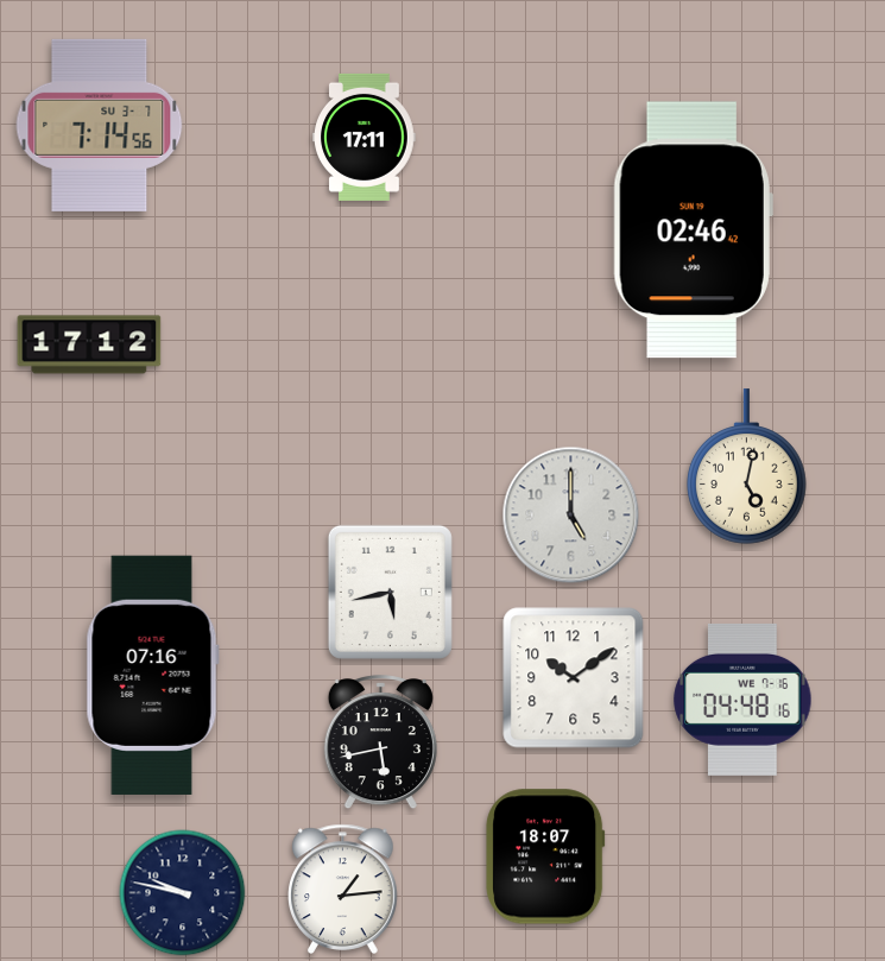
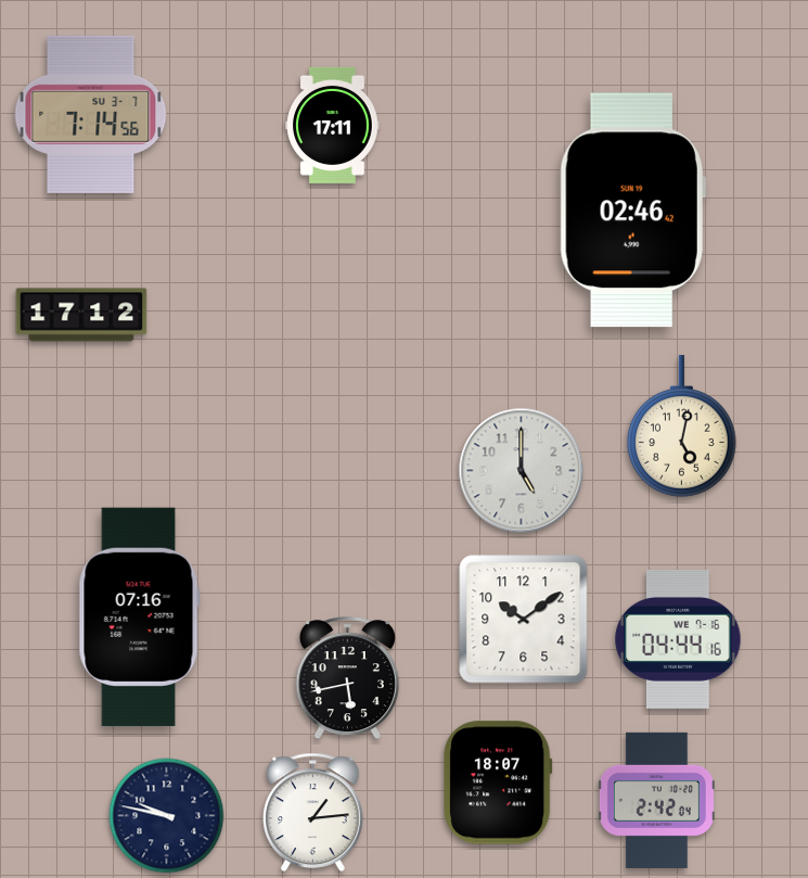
clock at (390, 592): 5:43 -> none
clock at (742, 700): 04:48 -> 04:44
clock at (656, 800): none -> 2:42
